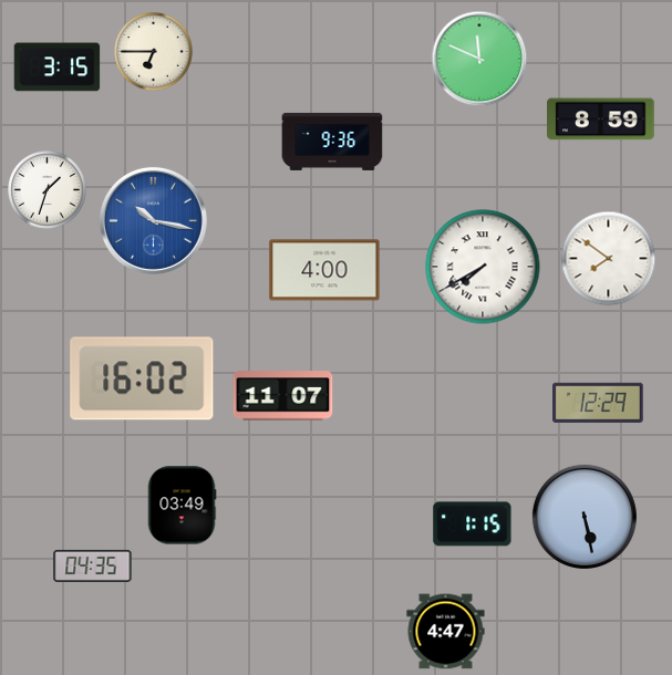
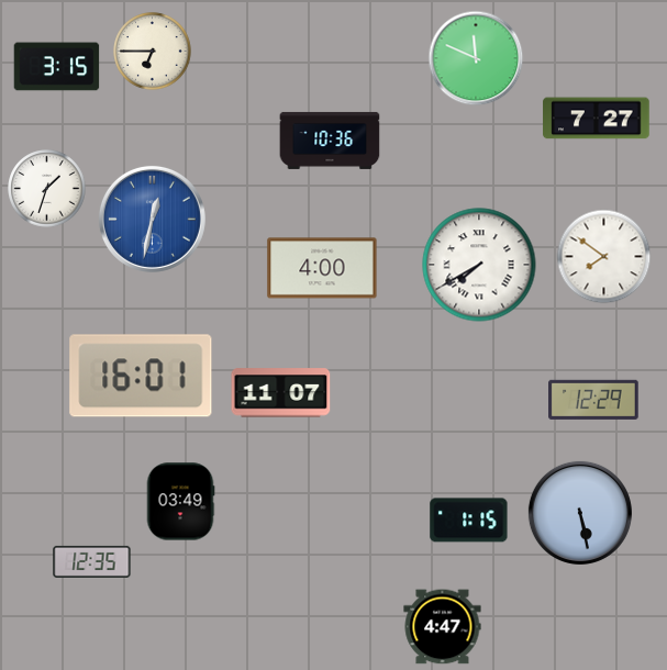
clock at (601, 120): 8:59 -> 7:27
clock at (332, 142): 9:36 -> 10:36
clock at (153, 220): 10:17 -> 12:32
clock at (142, 378): 16:02 -> 16:01
clock at (93, 565): 04:35 -> 12:35
